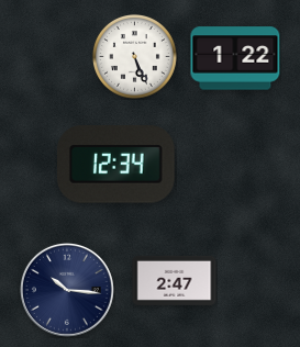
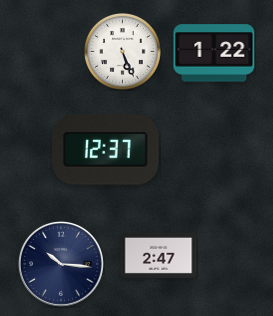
clock at (116, 165): 12:34 -> 12:37
